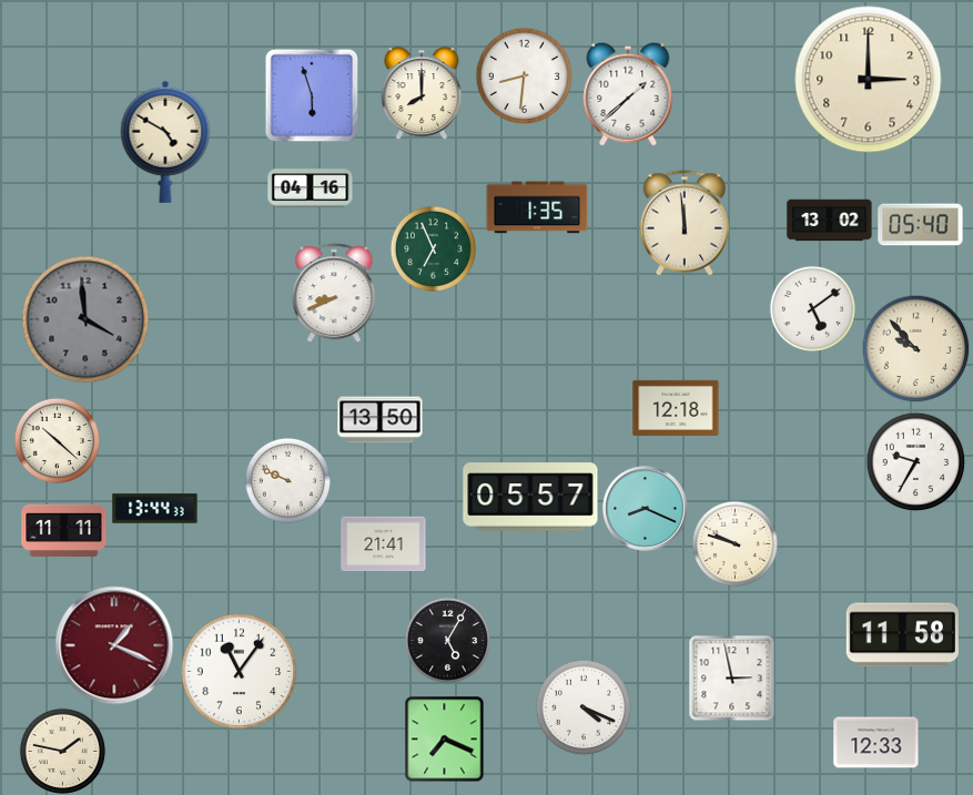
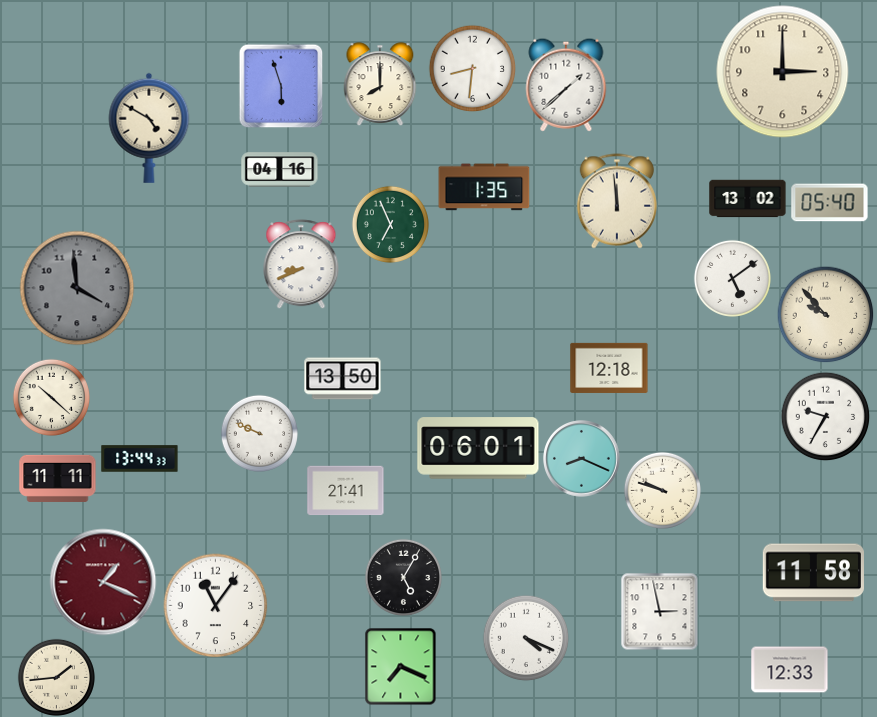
clock at (530, 497): 05:57 -> 06:01
clock at (62, 751): 1:47 -> 1:44
